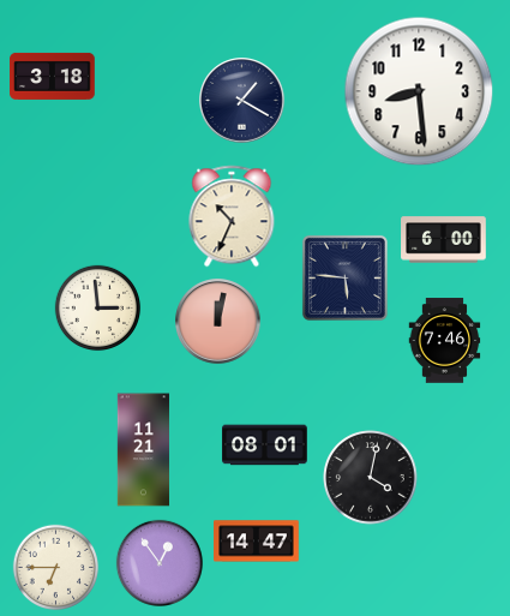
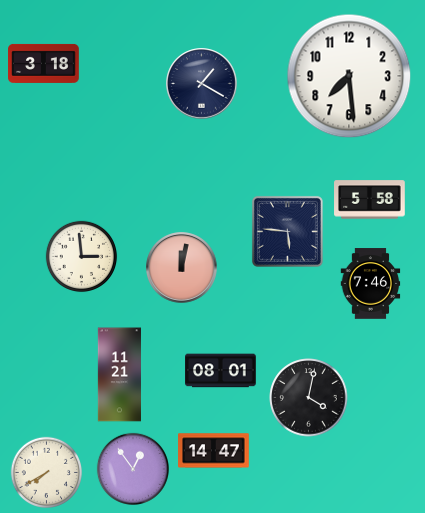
clock at (419, 91): 8:29 -> 7:29
clock at (232, 216): 10:34 -> none
clock at (444, 240): 6:00 -> 5:58
clock at (56, 568): 6:45 -> 7:40
